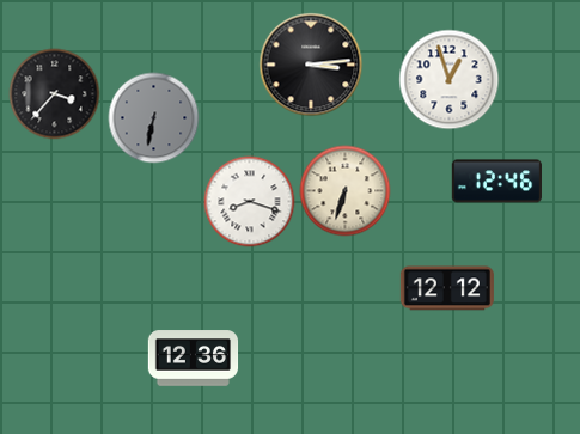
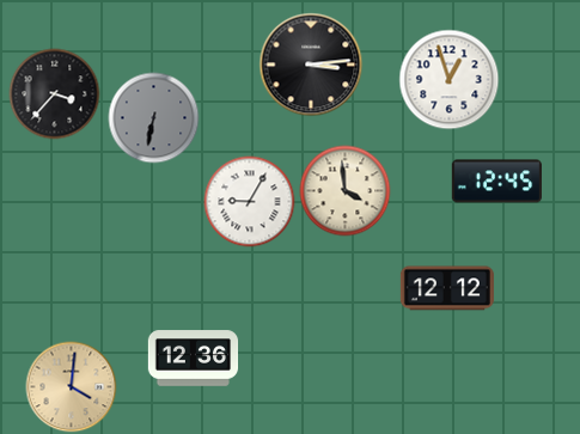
clock at (497, 182): 12:46 -> 12:45
clock at (346, 191): 6:33 -> 3:59
clock at (250, 202): 8:18 -> 9:05
clock at (72, 387): none -> 4:01
